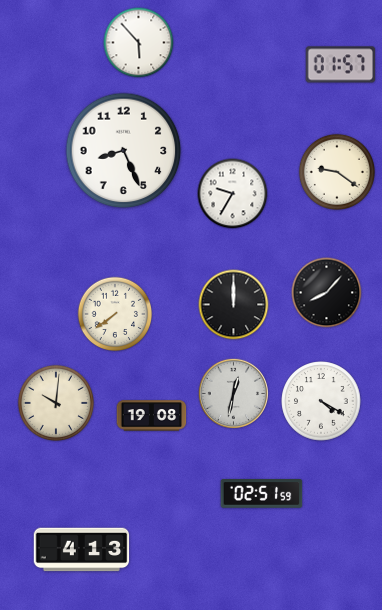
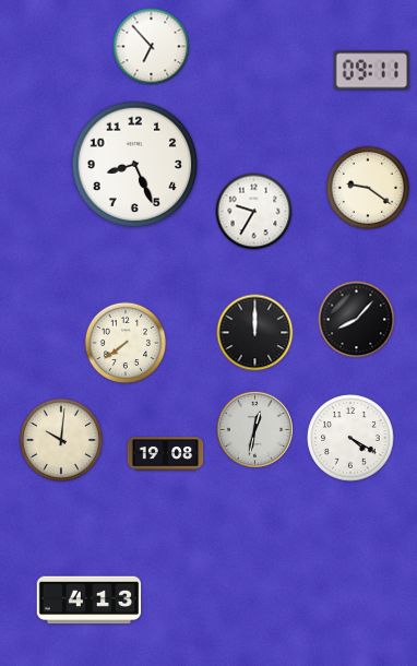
clock at (139, 43): 5:53 -> 6:53
clock at (341, 65): 01:57 -> 09:11
clock at (262, 494): 02:51 -> none
